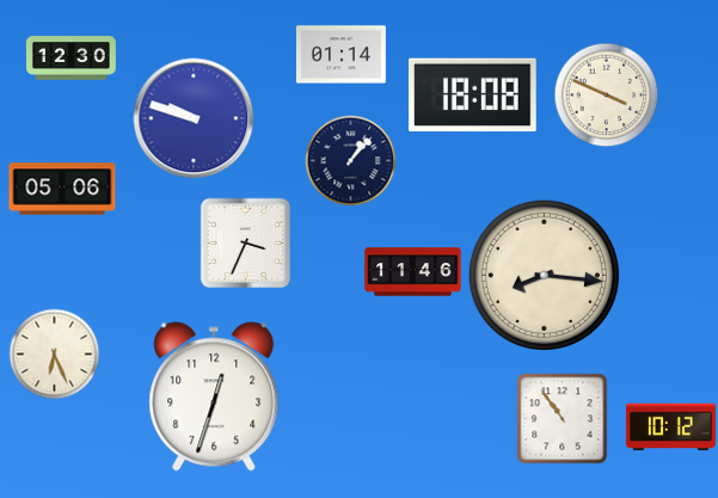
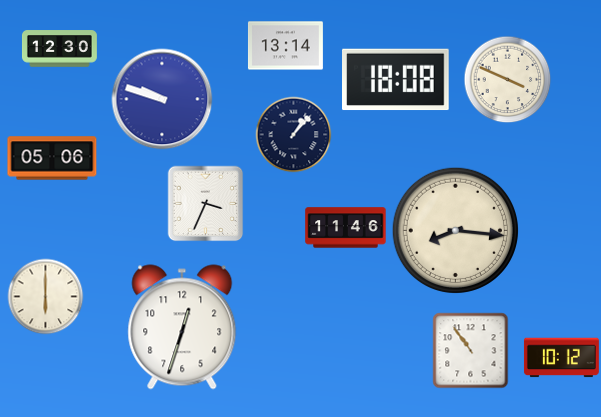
clock at (340, 55): 01:14 -> 13:14
clock at (55, 355): 6:26 -> 6:00
clock at (214, 396) position: (214, 396) -> (182, 327)
